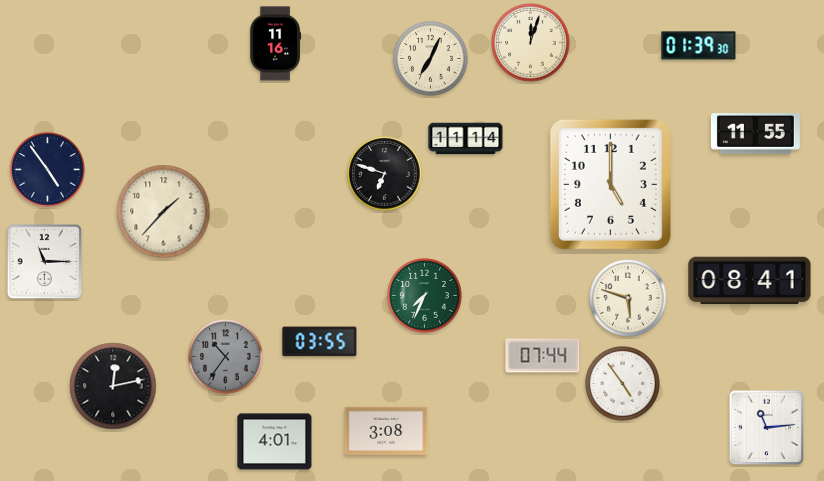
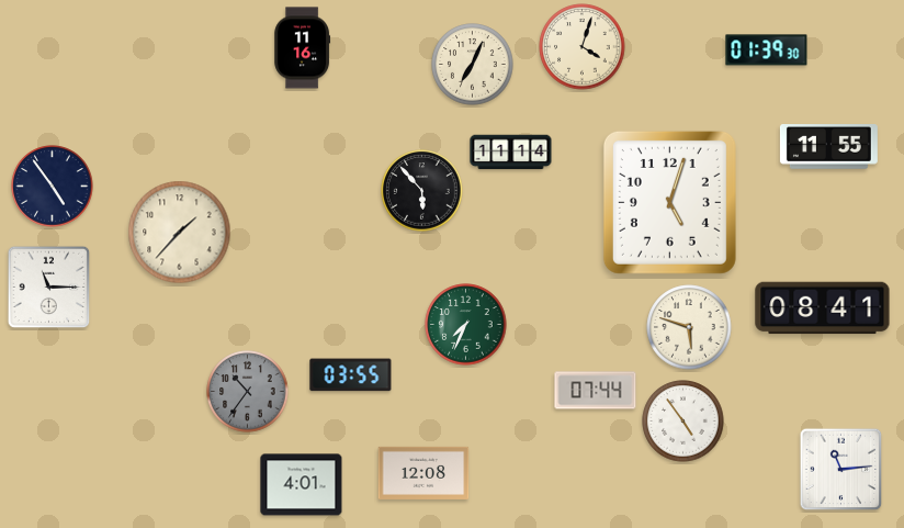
clock at (531, 43): 12:03 -> 4:03
clock at (385, 174): 6:48 -> 5:53
clock at (610, 184): 5:00 -> 5:03
clock at (113, 386): 12:13 -> none
clock at (386, 431): 3:08 -> 12:08
